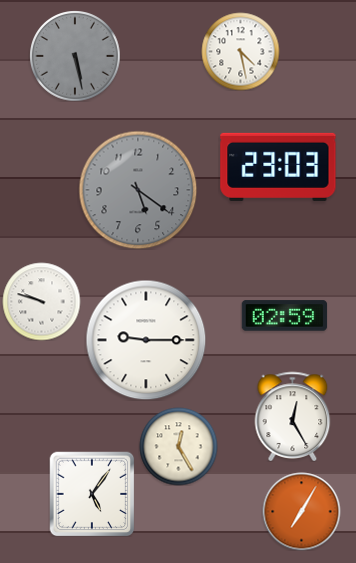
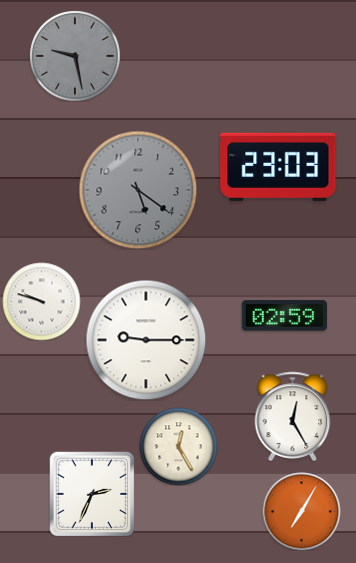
clock at (240, 51): 4:28 -> none
clock at (75, 56): 5:28 -> 9:28
clock at (92, 494): 5:06 -> 2:34
